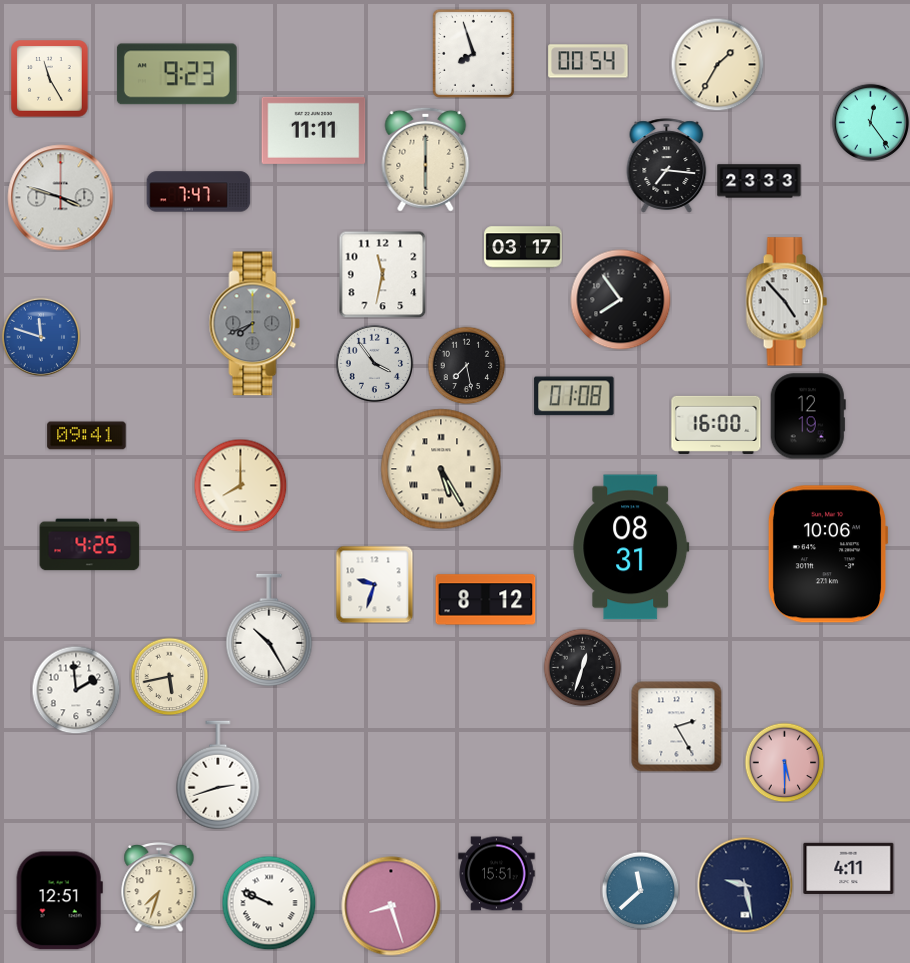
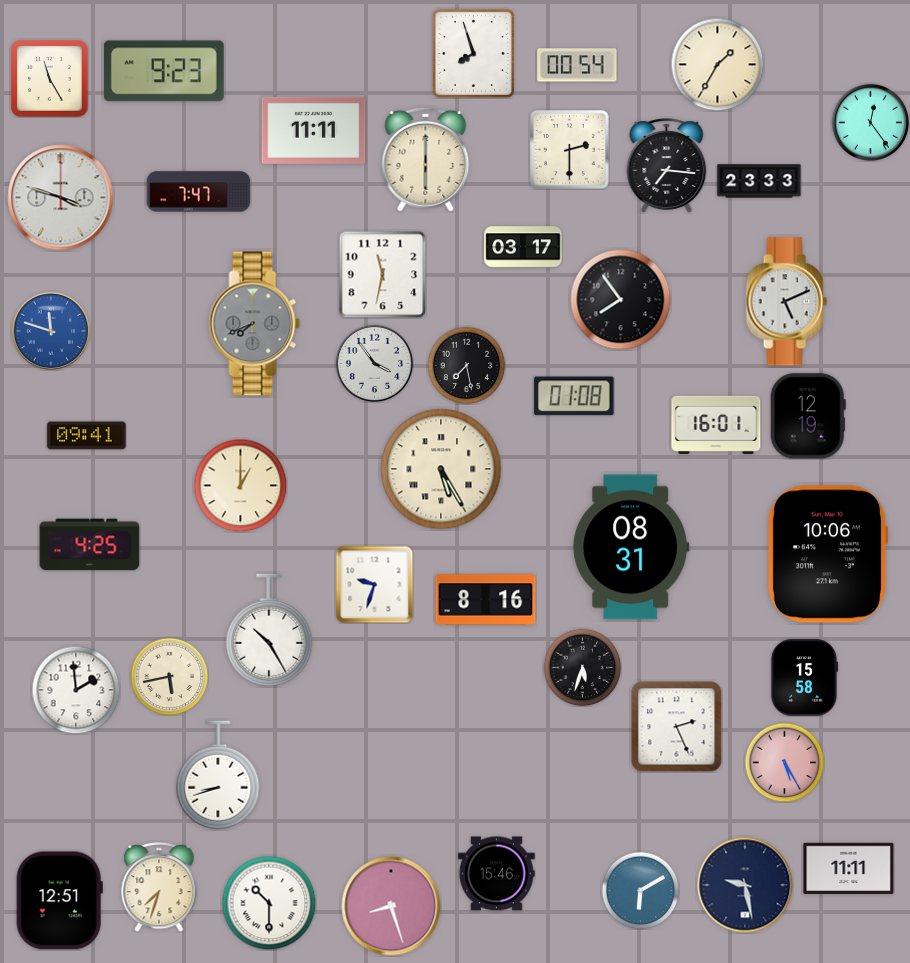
clock at (588, 61) position: (588, 61) -> (577, 65)
clock at (177, 74) position: (177, 74) -> (164, 71)
clock at (570, 150): none -> 2:30
clock at (786, 302): 4:53 -> 5:11
clock at (40, 336) position: (40, 336) -> (50, 330)
clock at (716, 425): 16:00 -> 16:01
clock at (240, 485): 8:00 -> 1:00
clock at (486, 600): 8:12 -> 8:16
clock at (582, 667): 12:33 -> 5:33
clock at (804, 678): none -> 15:58
clock at (677, 727): 2:25 -> 2:26
clock at (784, 762): 5:30 -> 5:25
clock at (218, 775): 2:42 -> 8:42
clock at (849, 868): 4:11 -> 11:11
clock at (497, 874): 15:51 -> 15:46
clock at (640, 890): 11:38 -> 6:10
clock at (269, 903): 9:49 -> 10:30
